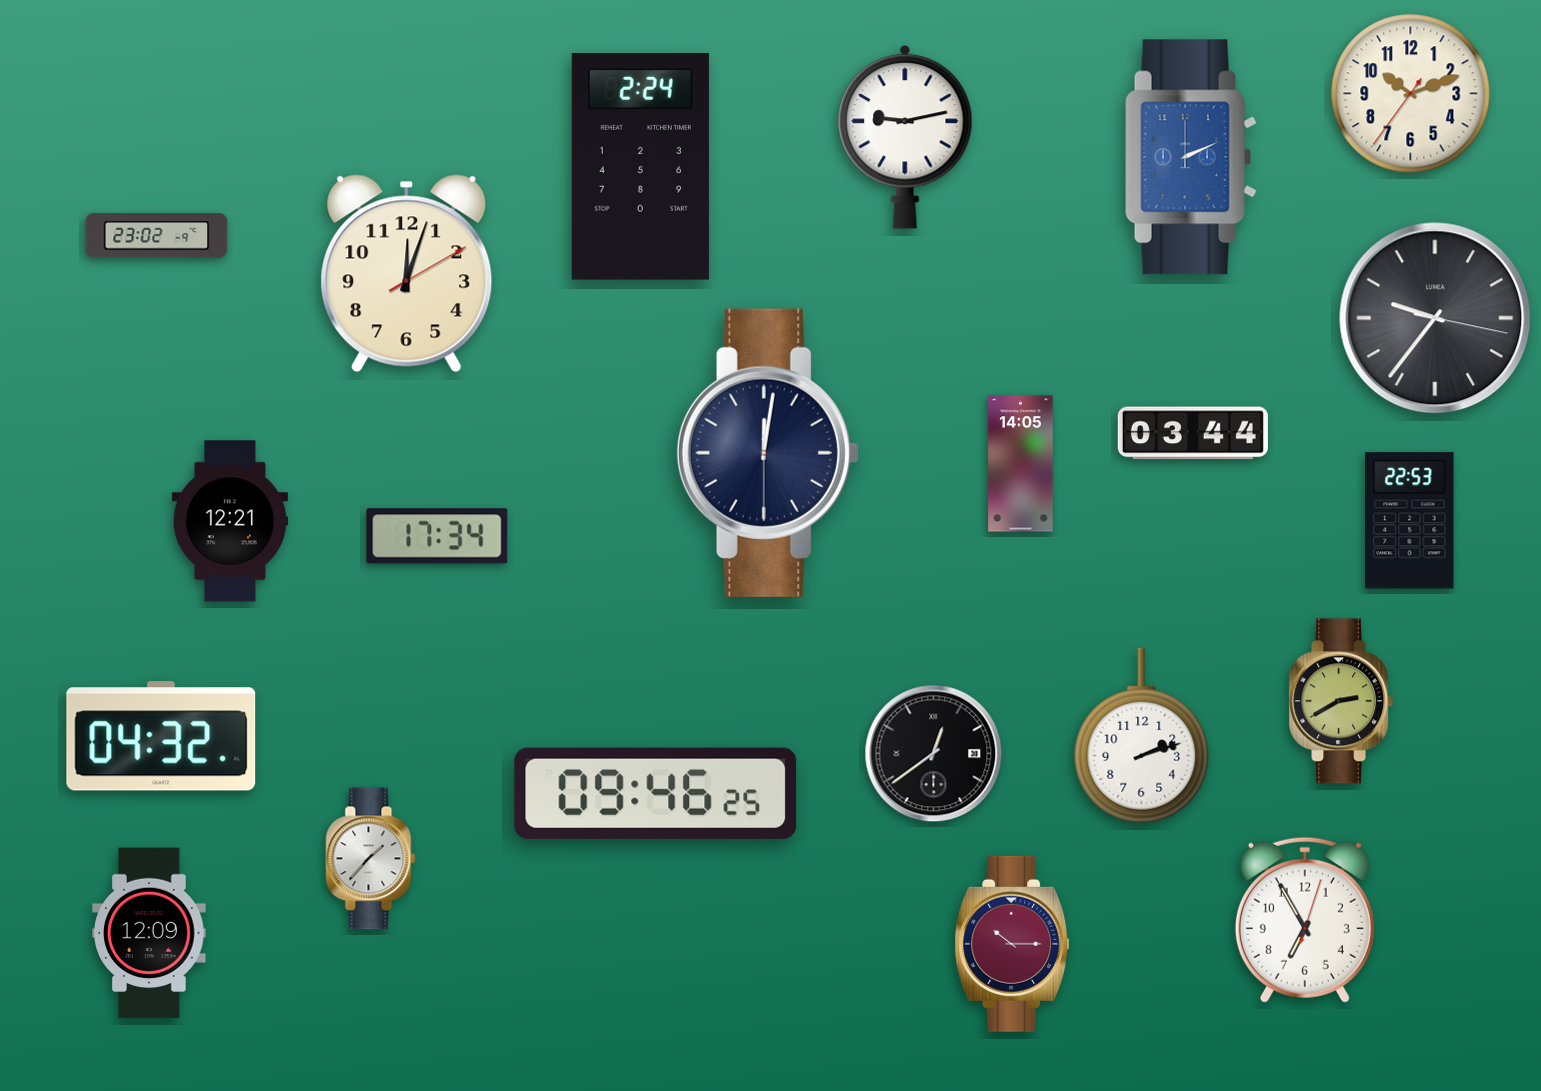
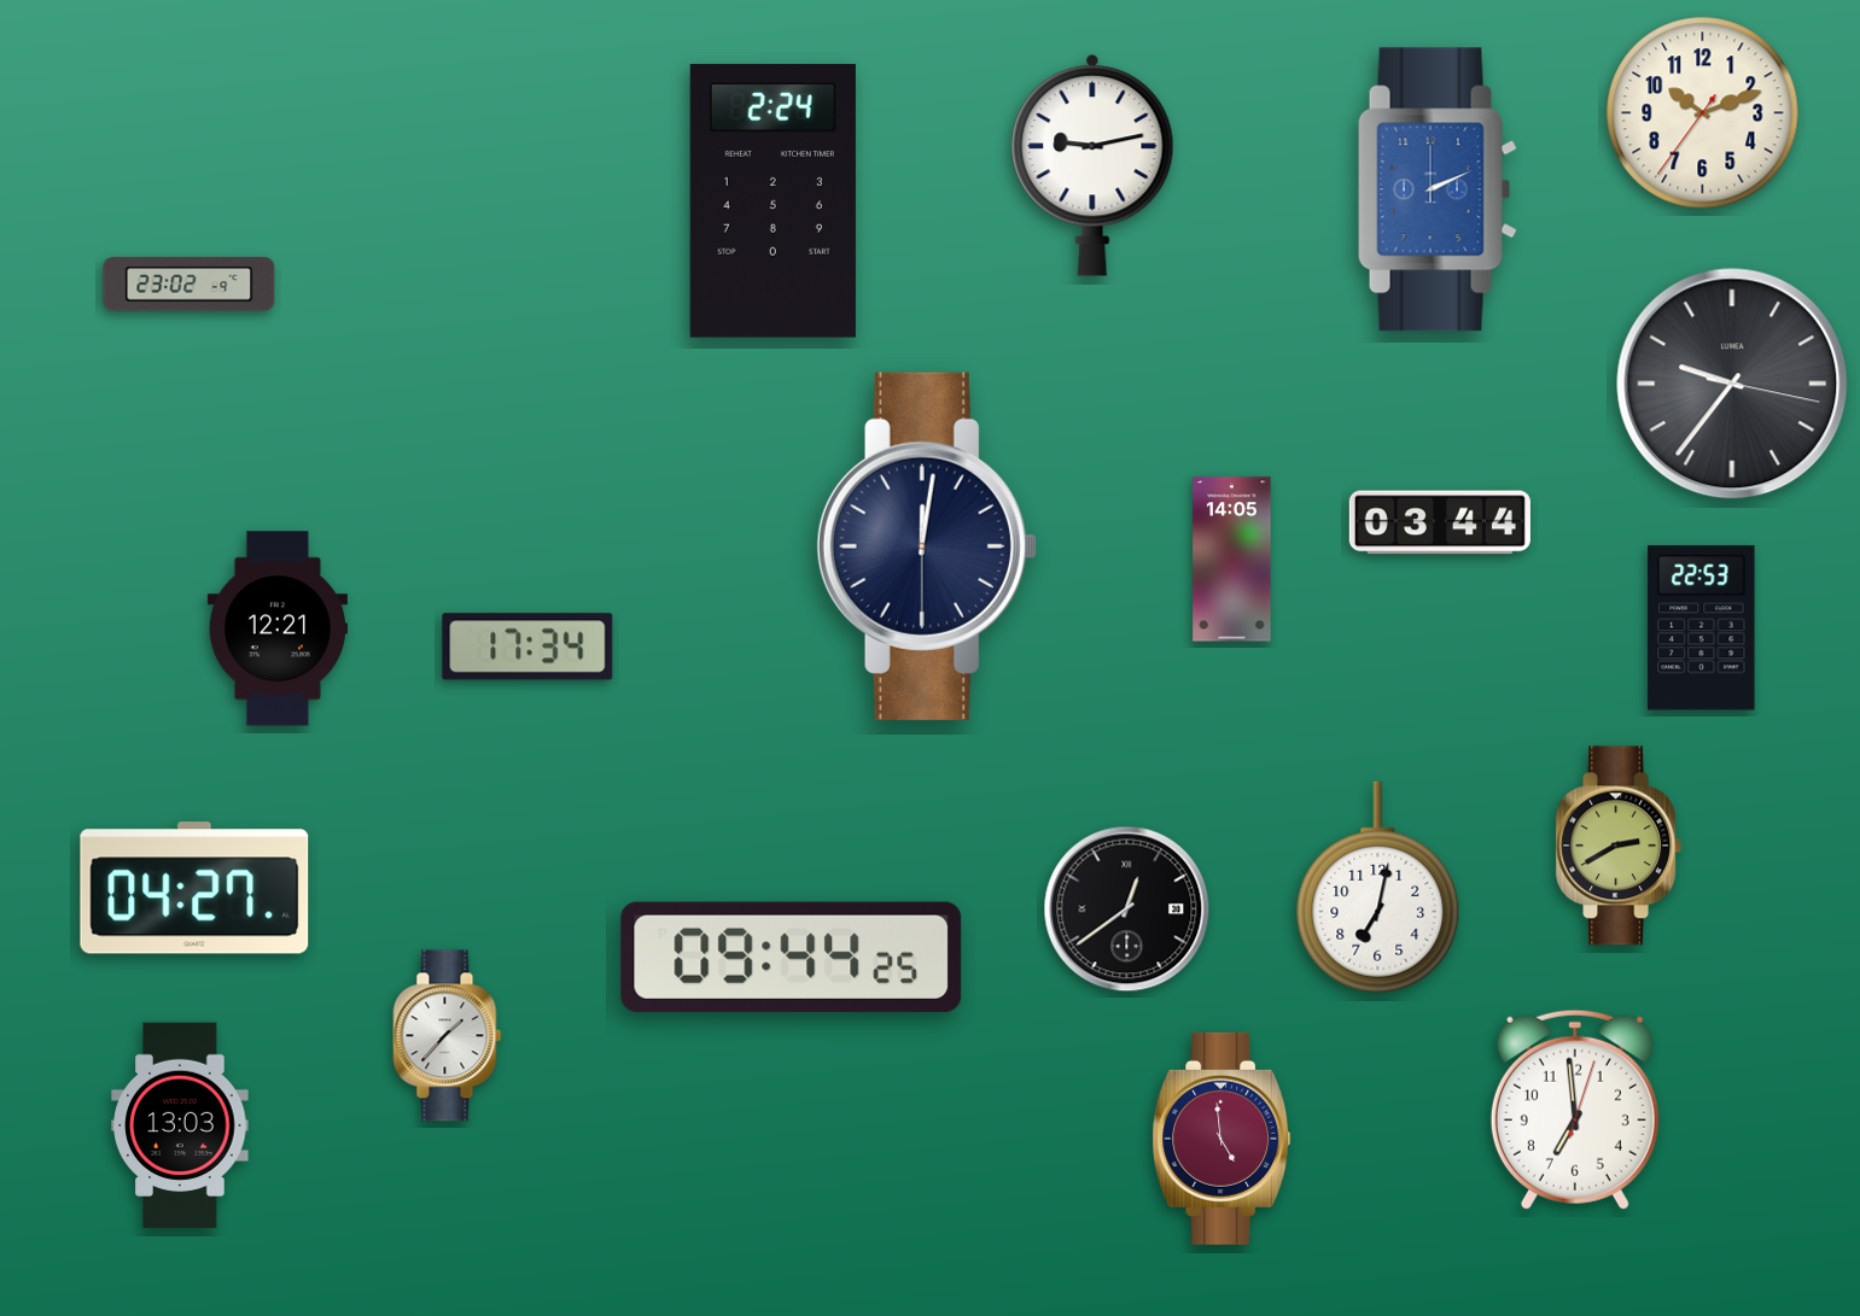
clock at (407, 274): 12:03 -> none
clock at (161, 736): 04:32 -> 04:27
clock at (1142, 736): 2:12 -> 7:02
clock at (656, 793): 09:46 -> 09:44
clock at (1305, 920): 6:55 -> 6:59
clock at (149, 933): 12:09 -> 13:03
clock at (1012, 944): 10:15 -> 4:59
